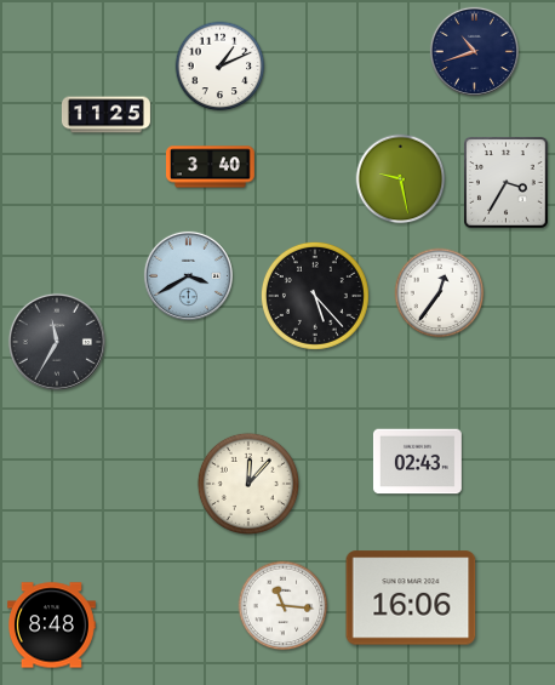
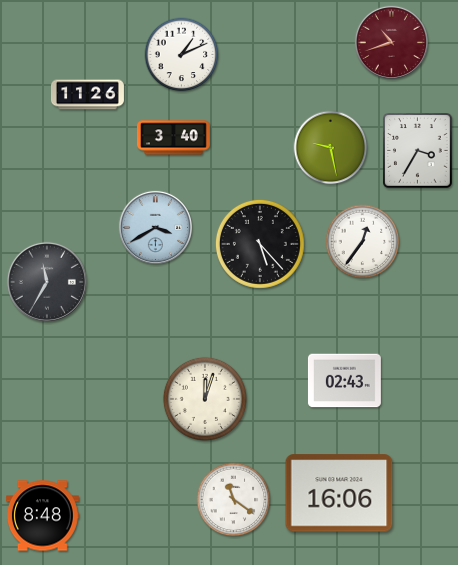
clock at (474, 51) dial: navy -> burgundy
clock at (107, 115): 11:25 -> 11:26
clock at (248, 484): 12:07 -> 12:03
clock at (284, 606): 11:16 -> 11:21
